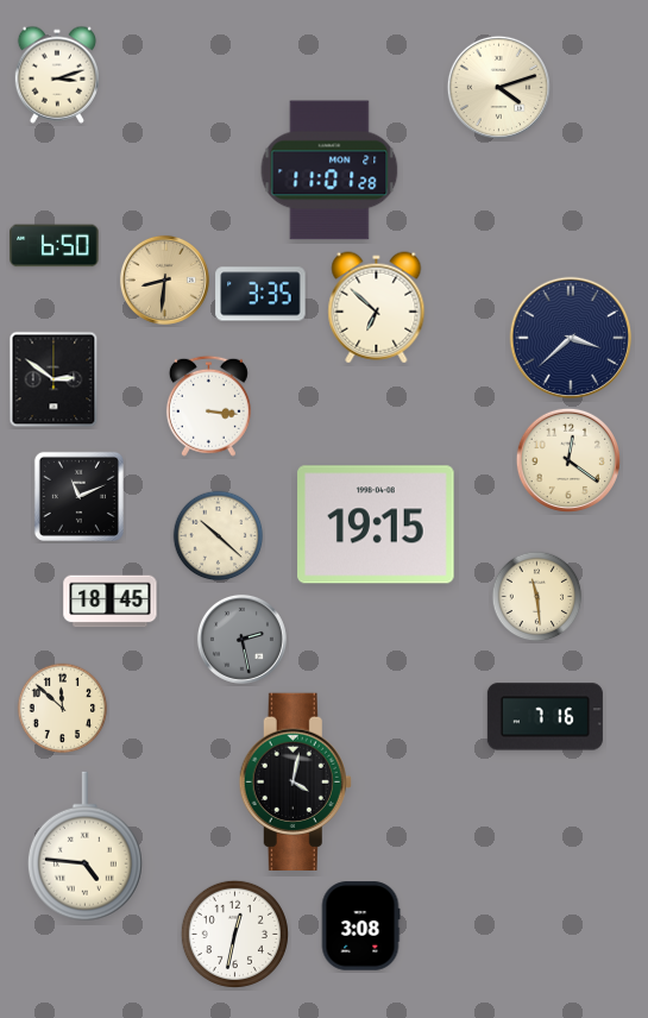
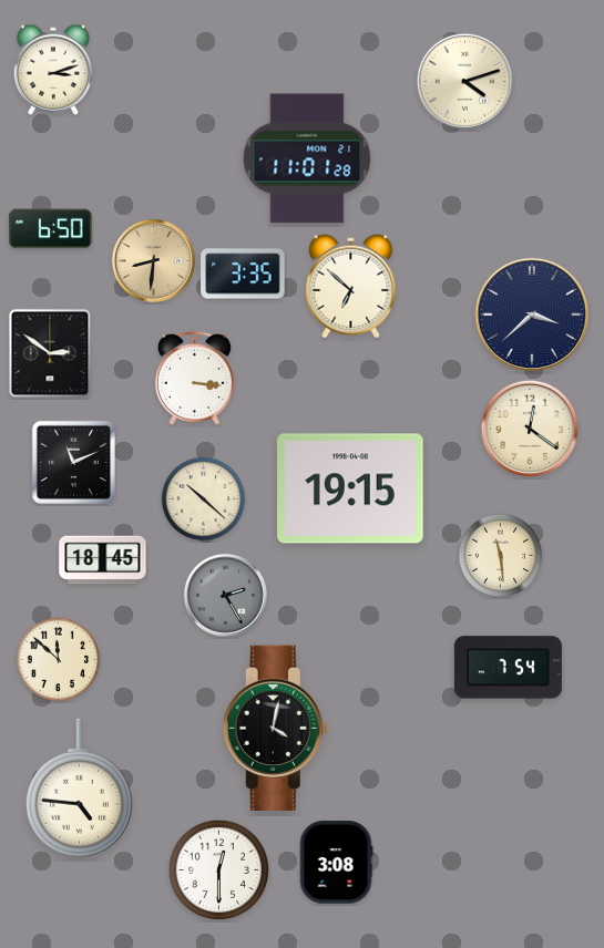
clock at (241, 639): 2:28 -> 2:25
clock at (545, 717): 7:16 -> 7:54
clock at (234, 934): 12:32 -> 12:30
